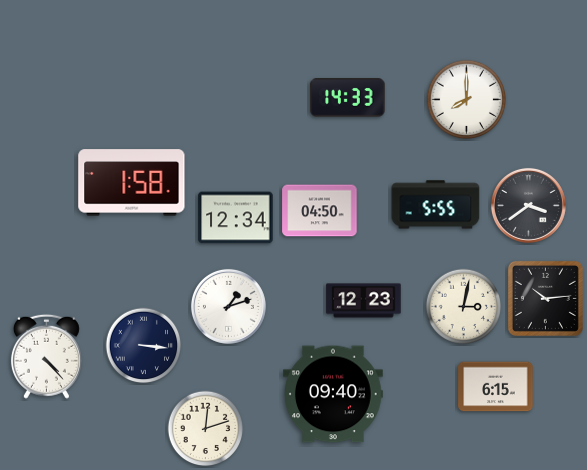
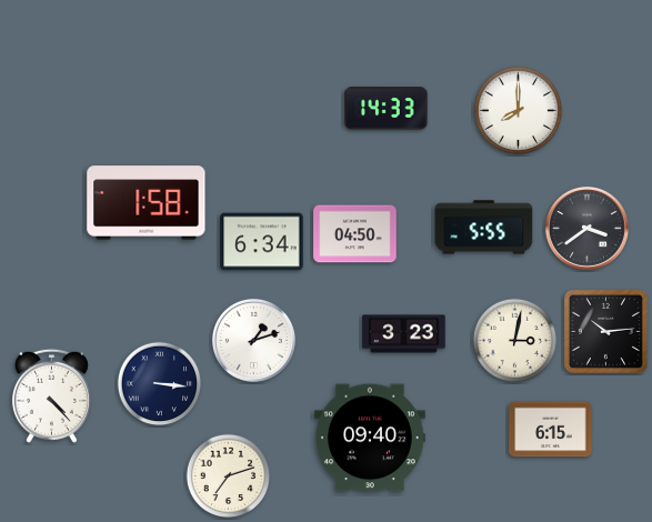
clock at (236, 218): 12:34 -> 6:34
clock at (364, 301): 12:23 -> 3:23
clock at (206, 429): 12:12 -> 7:12
